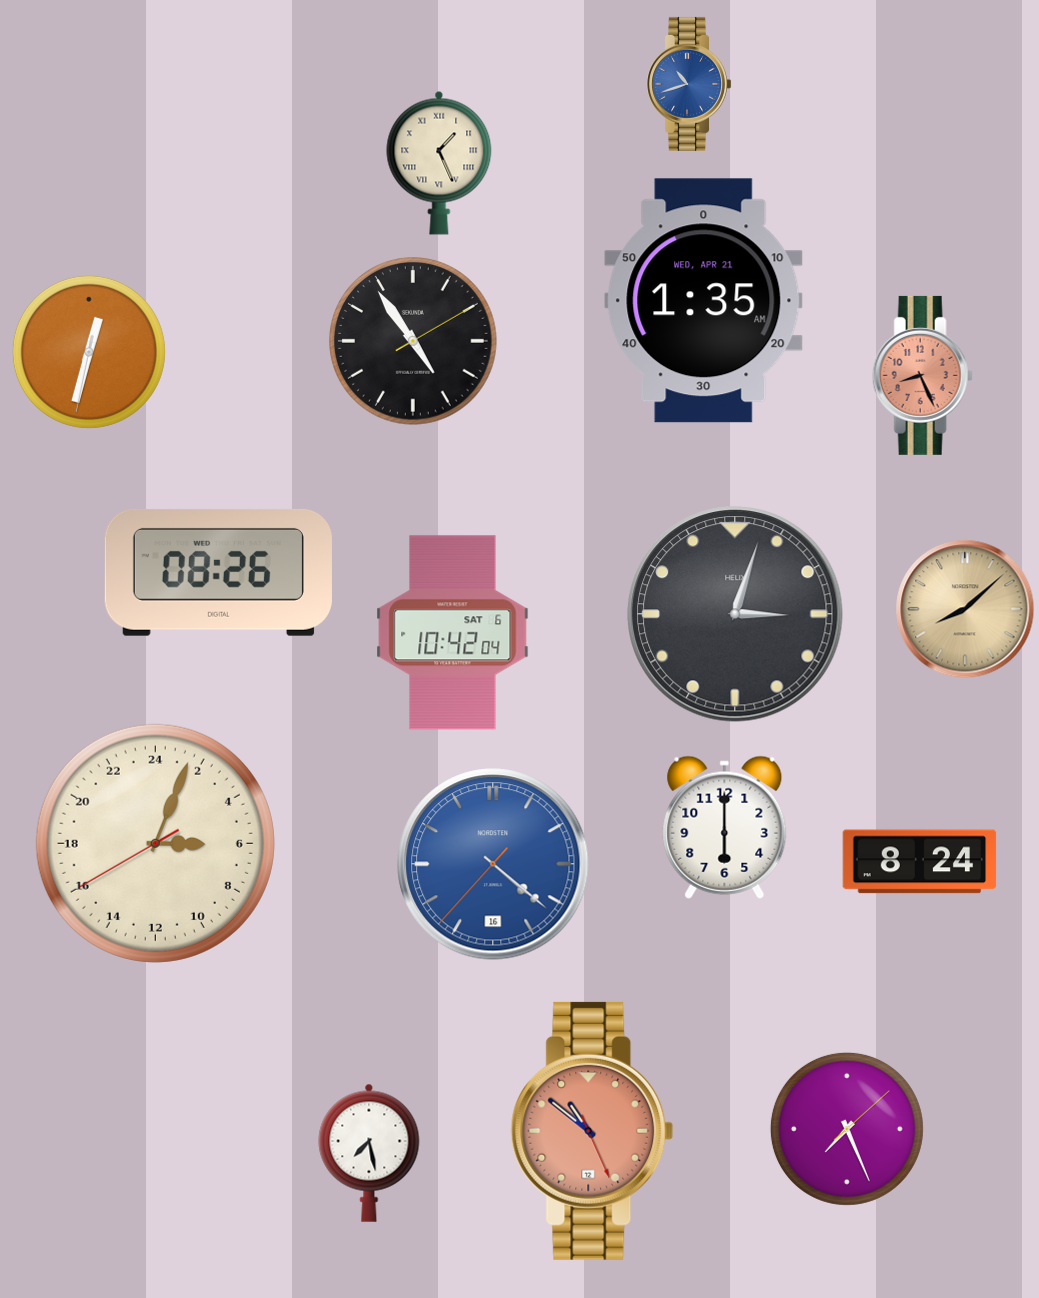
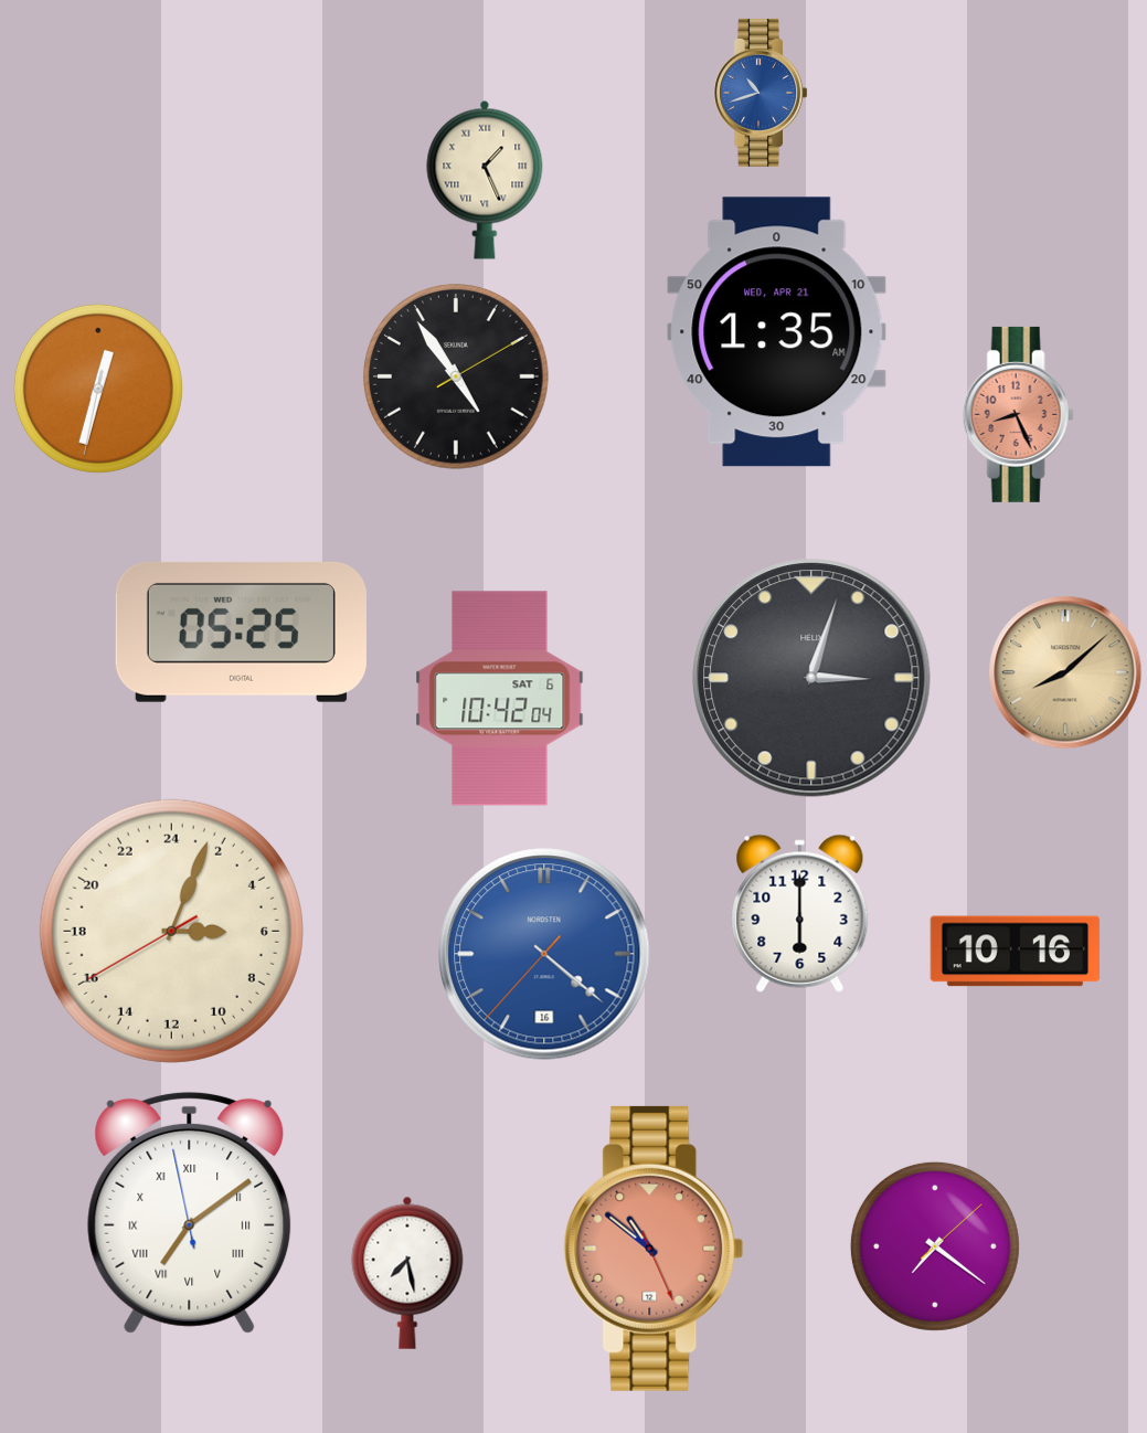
clock at (218, 572): 08:26 -> 05:25
clock at (920, 862): 8:24 -> 10:16
clock at (190, 1212): none -> 7:08
clock at (847, 1129): 7:26 -> 7:21
